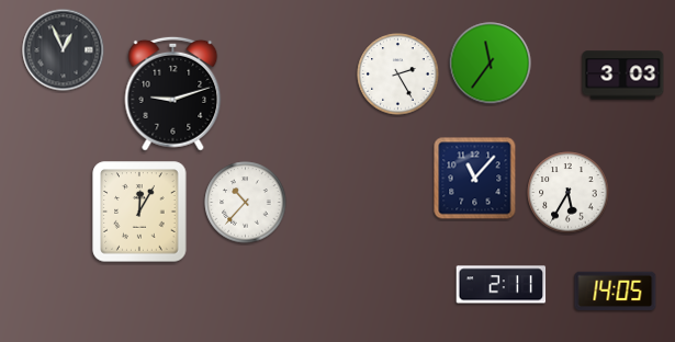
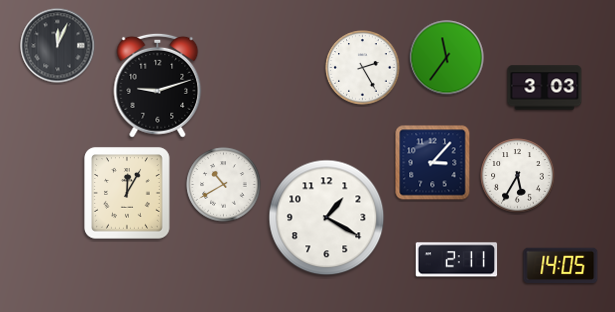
clock at (64, 50): 12:56 -> 12:04
clock at (623, 76) position: (623, 76) -> (545, 88)
clock at (475, 179): 11:07 -> 3:07
clock at (246, 203): 10:37 -> 10:40
clock at (327, 218): none -> 1:20
